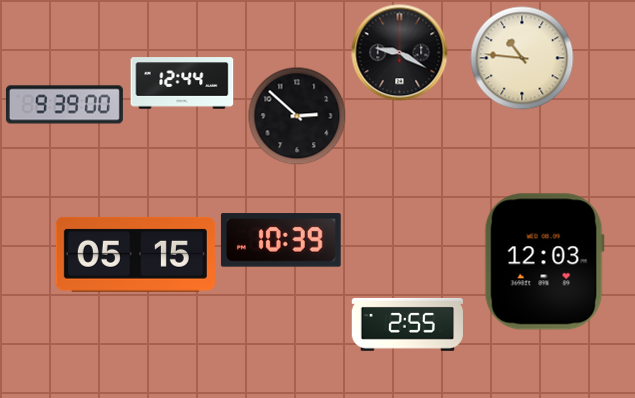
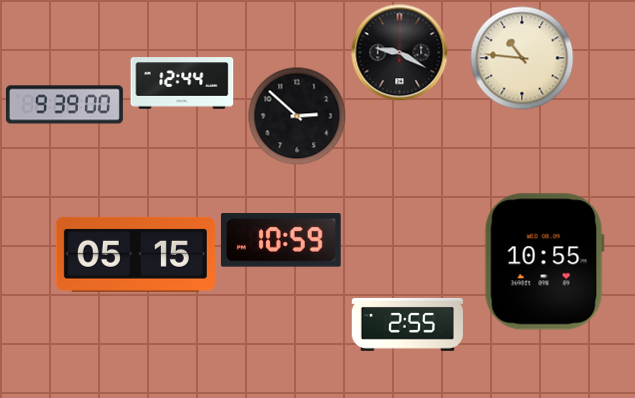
clock at (281, 240): 10:39 -> 10:59
clock at (544, 262): 12:03 -> 10:55
